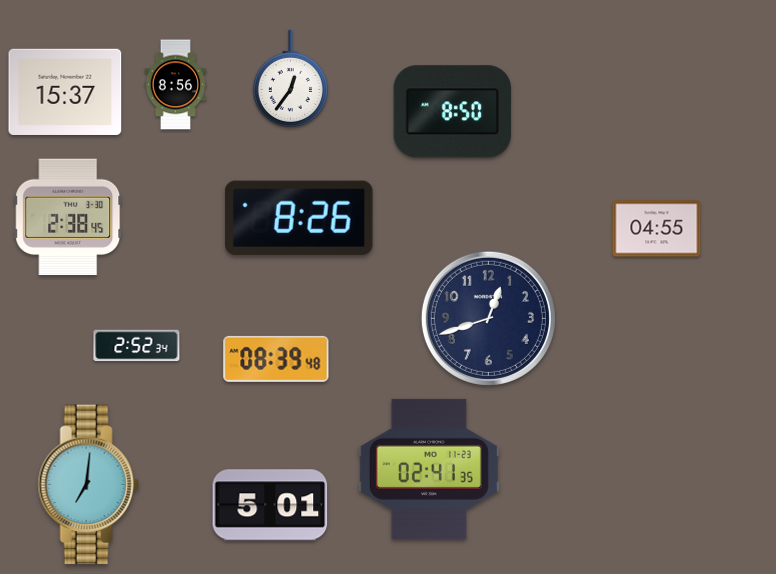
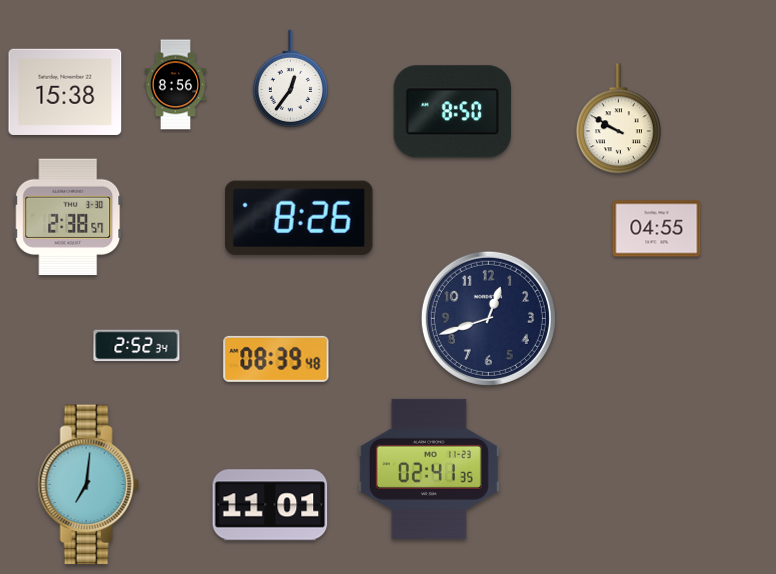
clock at (65, 92): 15:37 -> 15:38
clock at (618, 119): none -> 9:50
clock at (68, 217): 2:38:45 -> 2:38:57
clock at (270, 505): 5:01 -> 11:01
